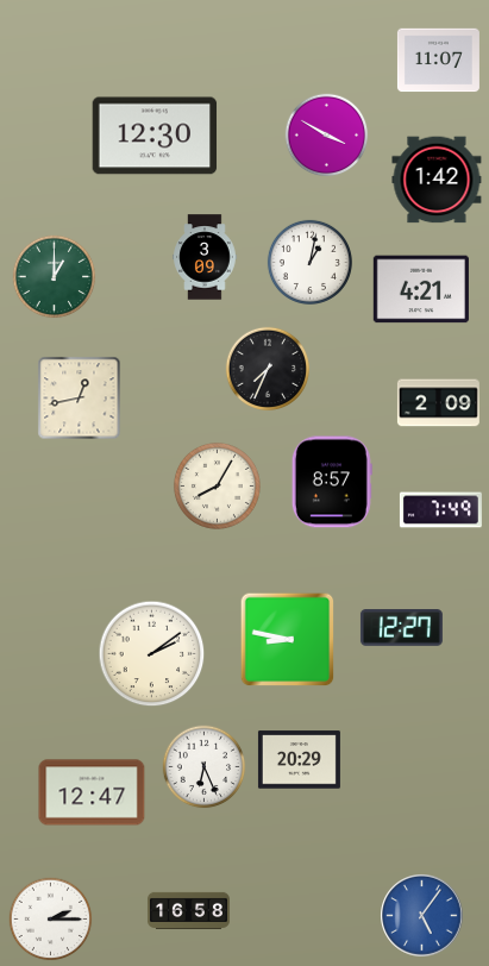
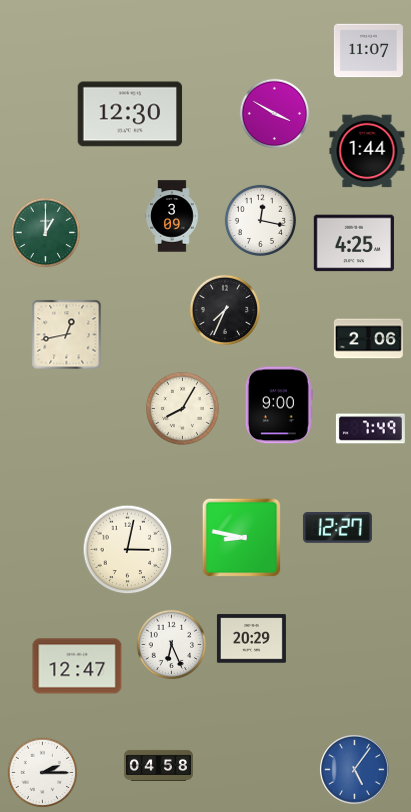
clock at (437, 180): 1:42 -> 1:44
clock at (309, 262): 1:02 -> 12:17
clock at (421, 289): 4:21 -> 4:25
clock at (438, 403): 2:09 -> 2:06
clock at (332, 482): 8:57 -> 9:00
clock at (152, 654): 2:09 -> 3:02
clock at (188, 910): 16:58 -> 04:58
